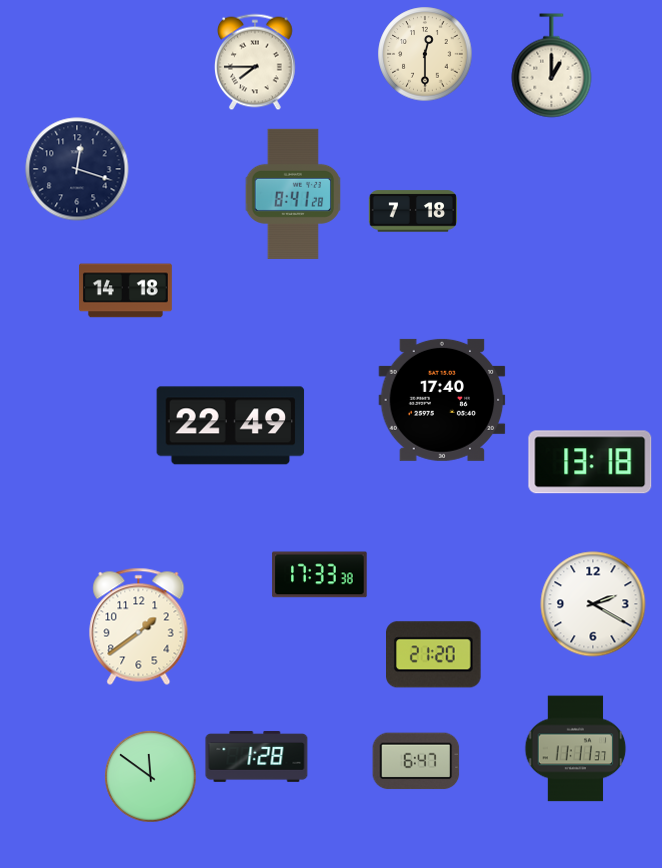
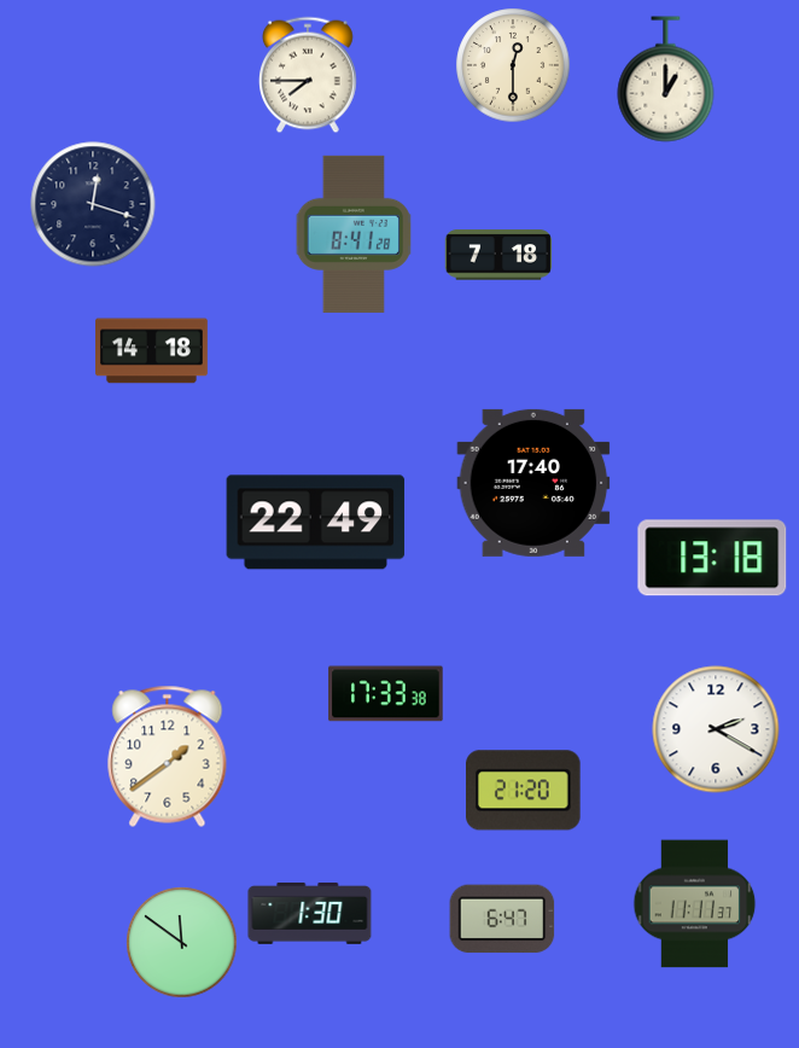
clock at (231, 426) position: (231, 426) -> (316, 523)
clock at (257, 756): 1:28 -> 1:30
clock at (151, 777) position: (151, 777) -> (182, 943)
